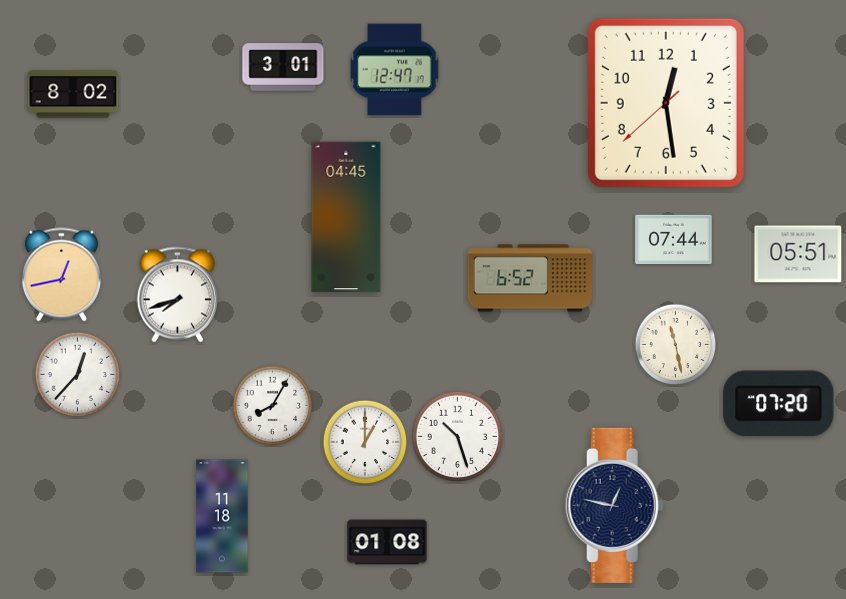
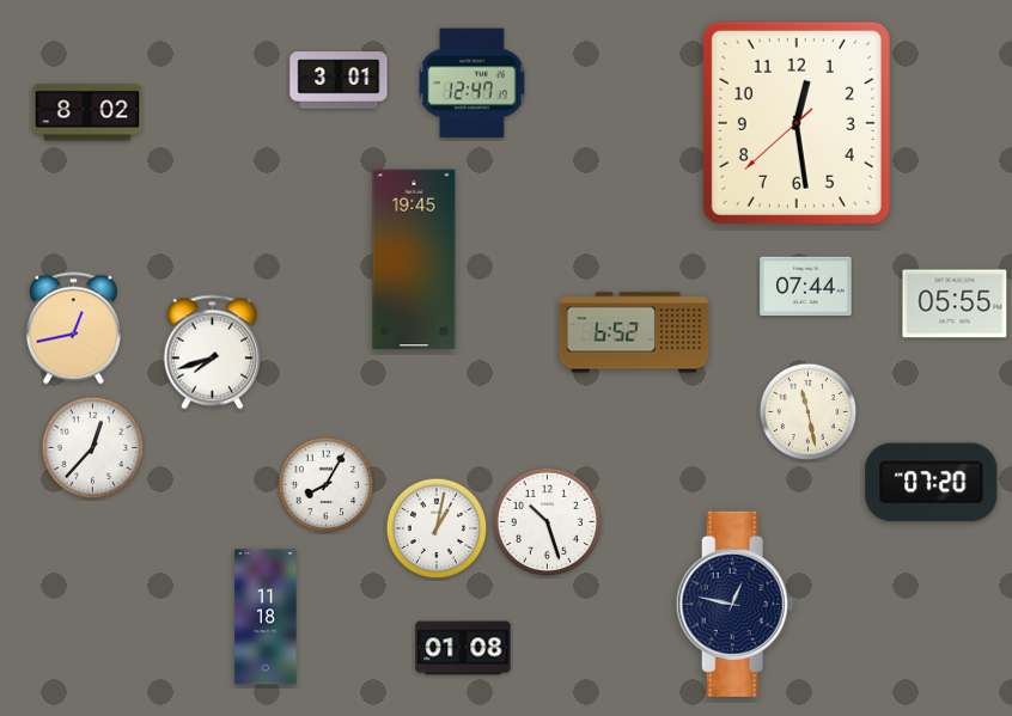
clock at (346, 217): 04:45 -> 19:45
clock at (798, 254): 05:51 -> 05:55
clock at (365, 442): 1:00 -> 1:02
